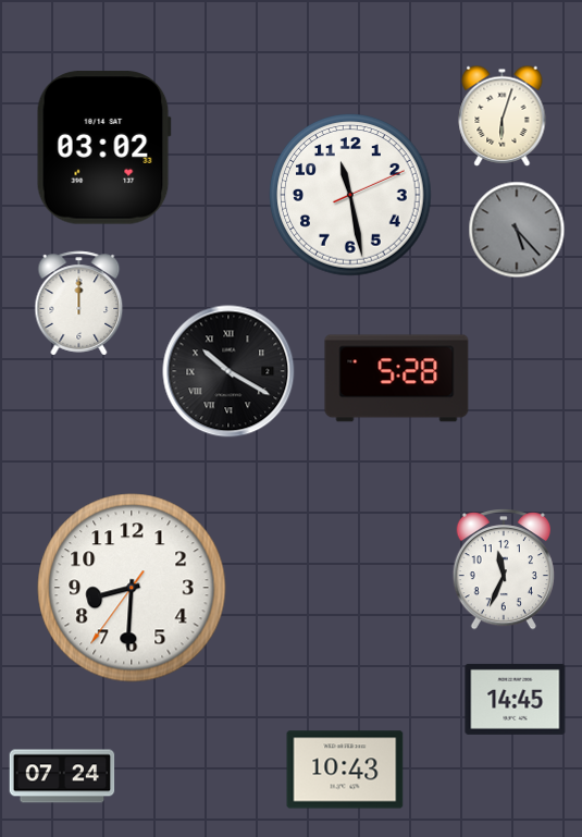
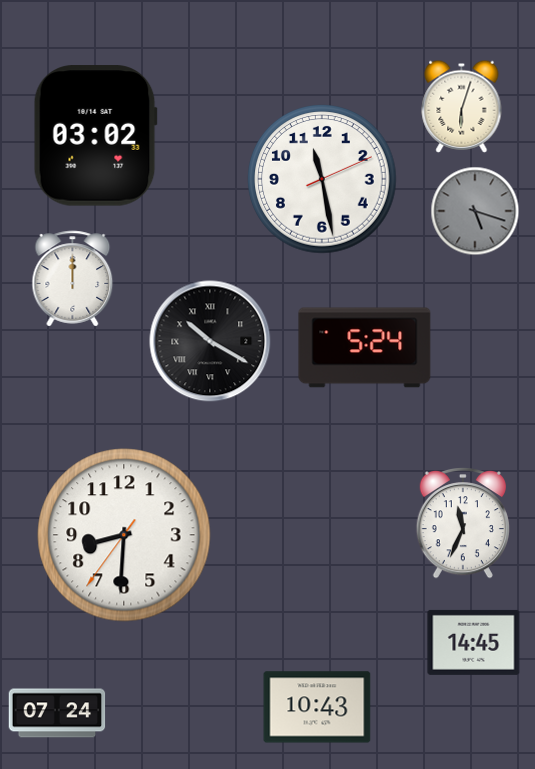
clock at (517, 230): 5:23 -> 5:18
clock at (397, 379): 5:28 -> 5:24
clock at (132, 588) position: (132, 588) -> (124, 535)
